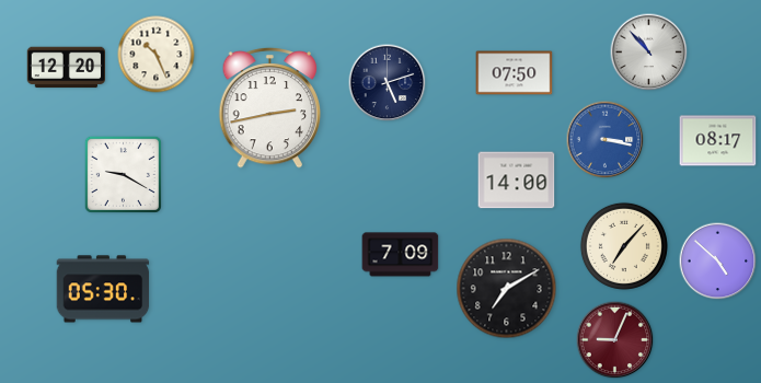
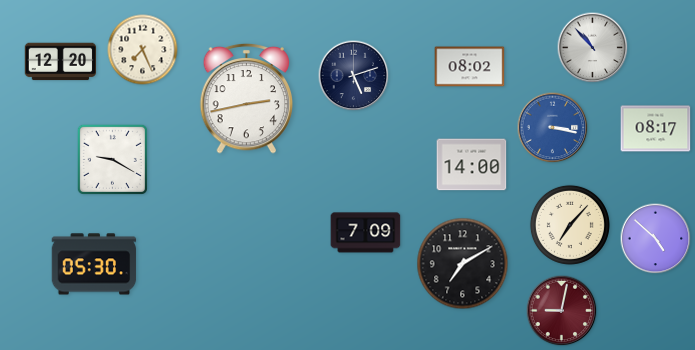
clock at (157, 55): 10:26 -> 7:26
clock at (515, 73): 07:50 -> 08:02
clock at (615, 340): 9:04 -> 9:02
